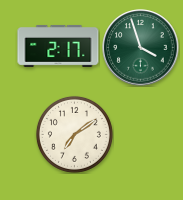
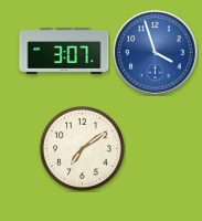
clock at (58, 46): 2:17 -> 3:07
clock at (141, 48) dial: green -> blue
